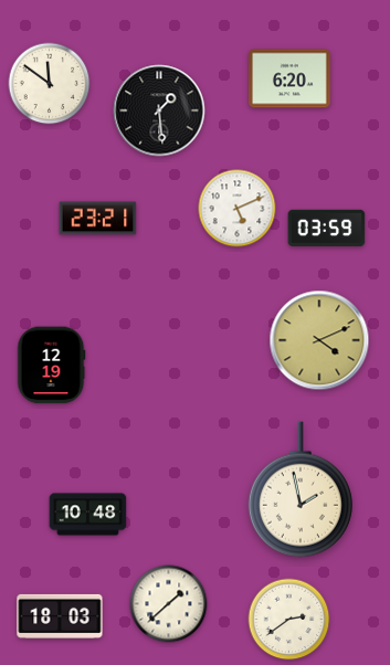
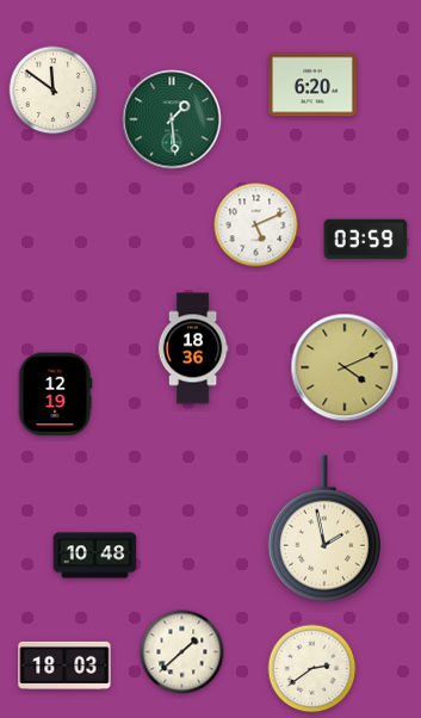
clock at (159, 110) dial: black -> green
clock at (98, 219): 23:21 -> none
clock at (327, 228) position: (327, 228) -> (366, 239)
clock at (193, 348): none -> 18:36
